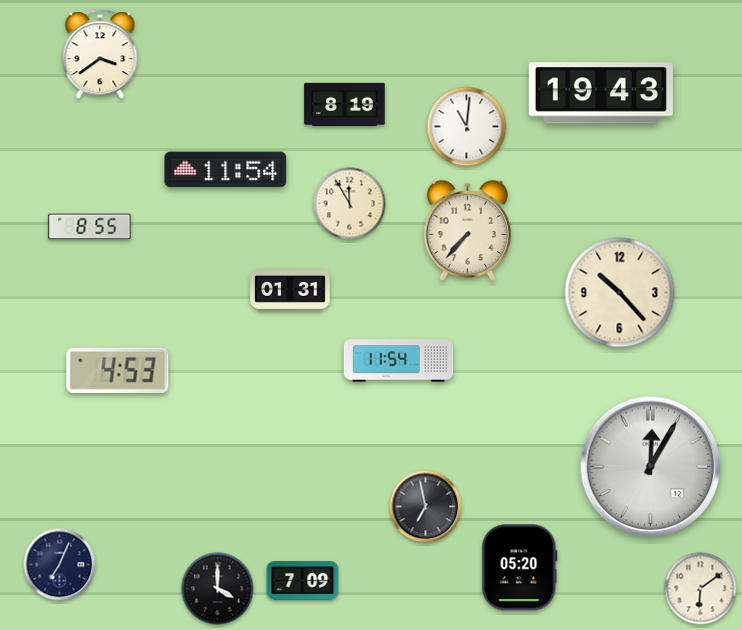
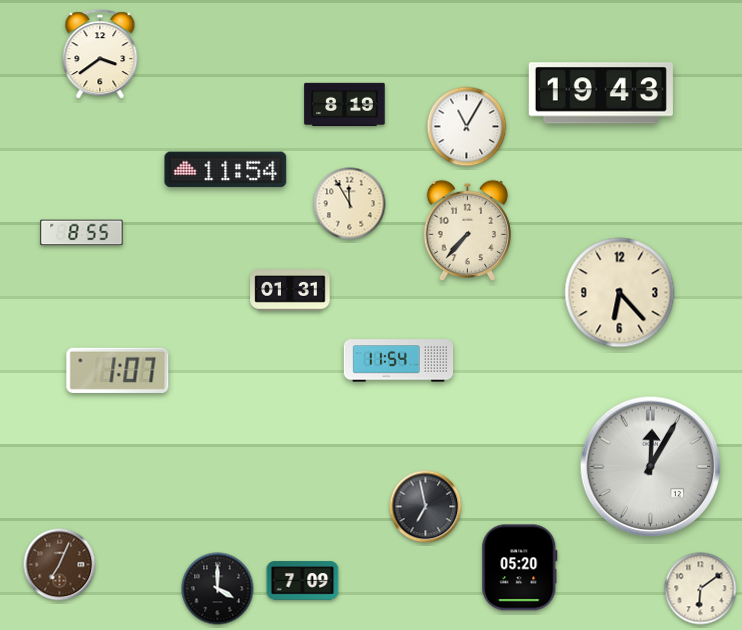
clock at (467, 127): 11:01 -> 11:05
clock at (90, 227) position: (90, 227) -> (82, 233)
clock at (620, 293): 10:23 -> 6:23
clock at (118, 370): 4:53 -> 1:07
clock at (60, 565) dial: navy -> brown
